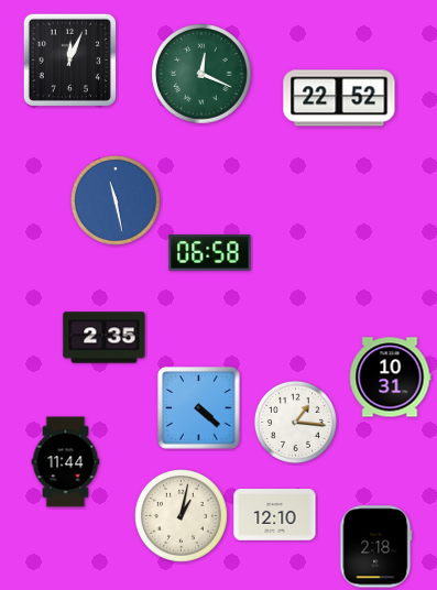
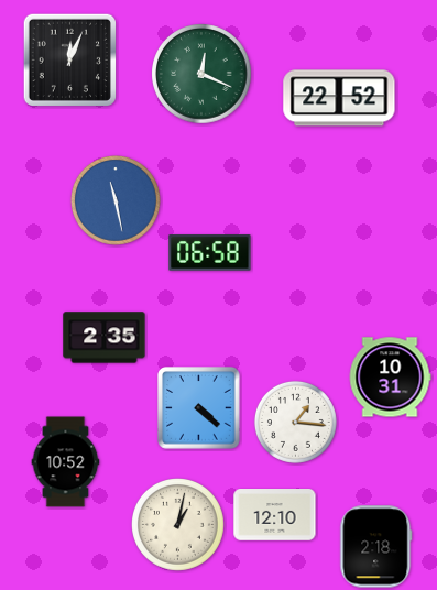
clock at (66, 462): 11:44 -> 10:52
clock at (182, 516) position: (182, 516) -> (178, 525)
